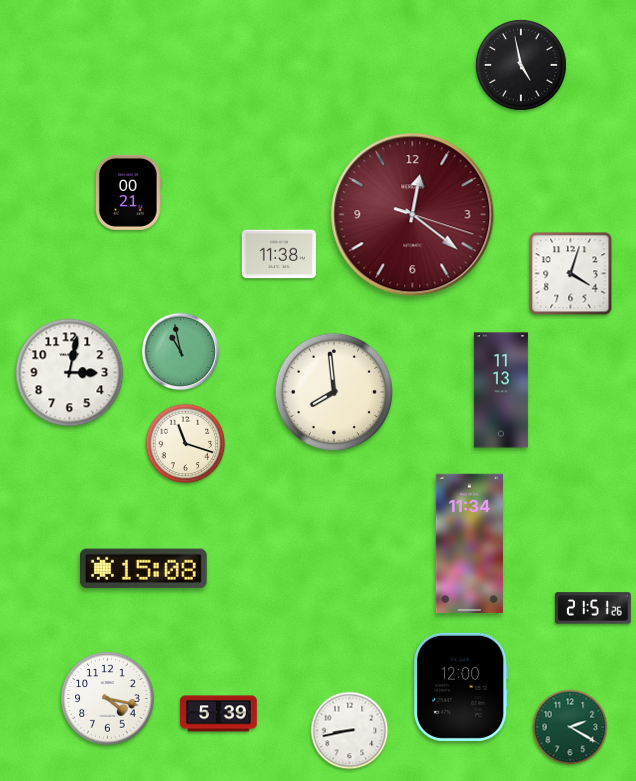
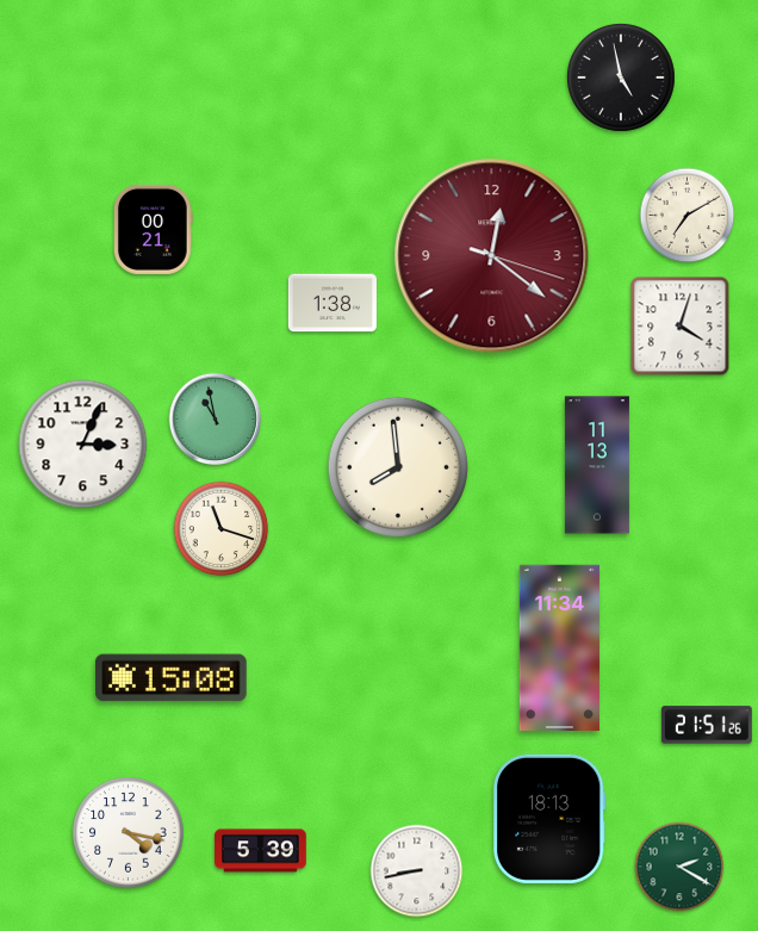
clock at (688, 216): none -> 7:10
clock at (279, 254): 11:38 -> 1:38
clock at (70, 373): 3:02 -> 3:04
clock at (461, 687): 12:00 -> 18:13
